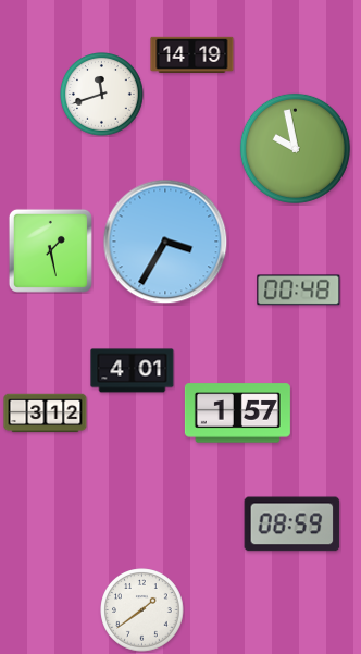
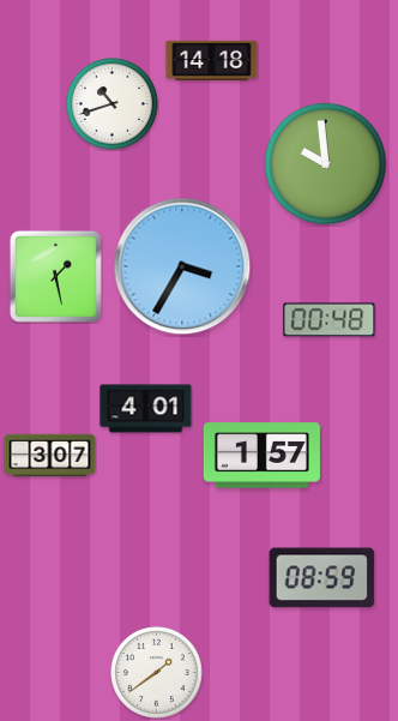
clock at (192, 55): 14:19 -> 14:18
clock at (102, 95): 11:42 -> 10:42
clock at (295, 148): 9:58 -> 9:59
clock at (46, 414): 3:12 -> 3:07
